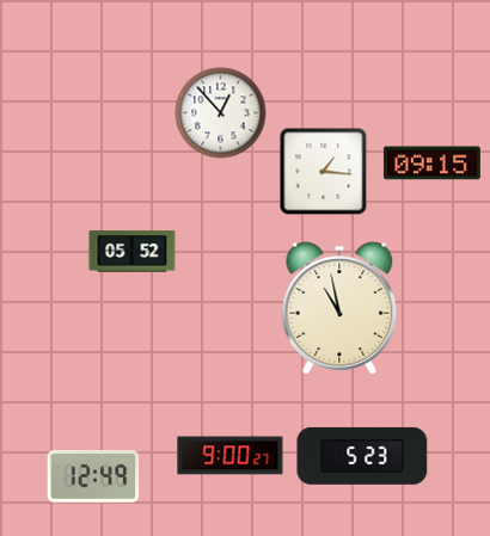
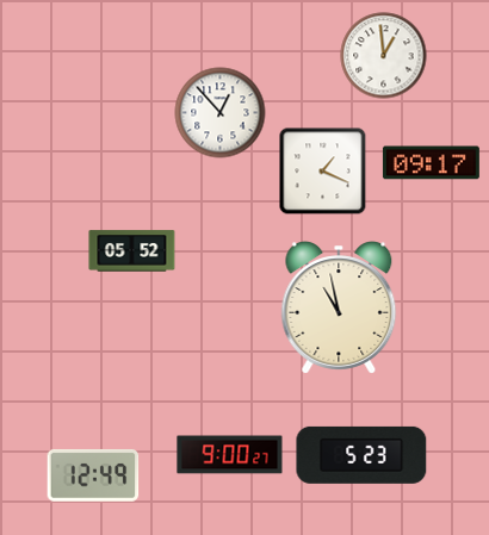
clock at (384, 56): none -> 12:59
clock at (431, 164): 09:15 -> 09:17
clock at (324, 172): 1:16 -> 1:19
